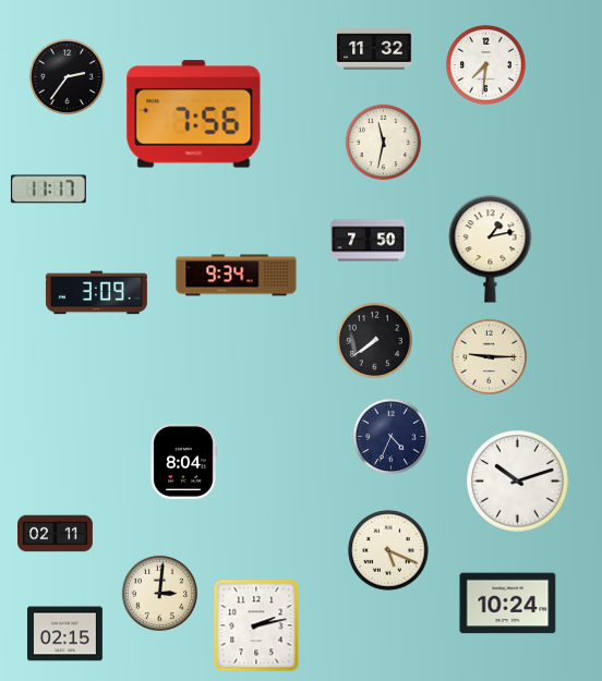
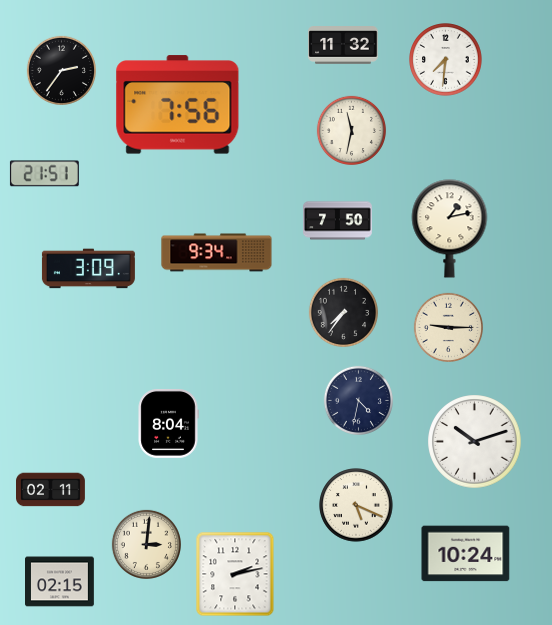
clock at (48, 190): 11:17 -> 21:51
clock at (374, 340): 7:39 -> 7:36
clock at (390, 436): 4:34 -> 4:32
